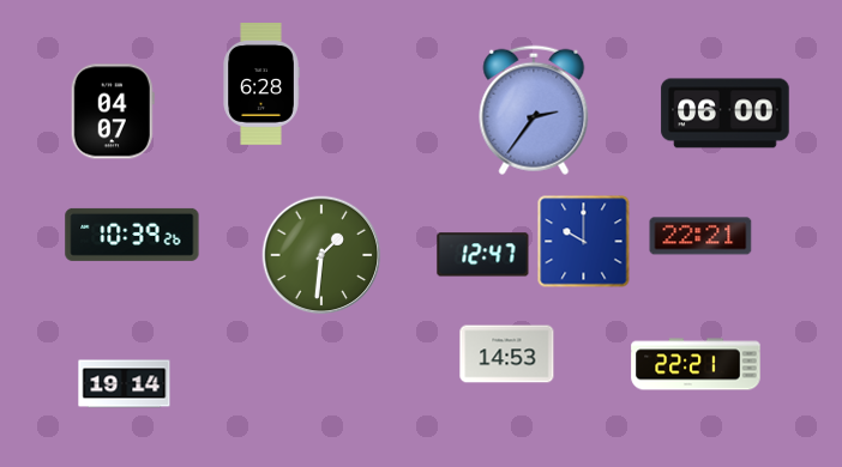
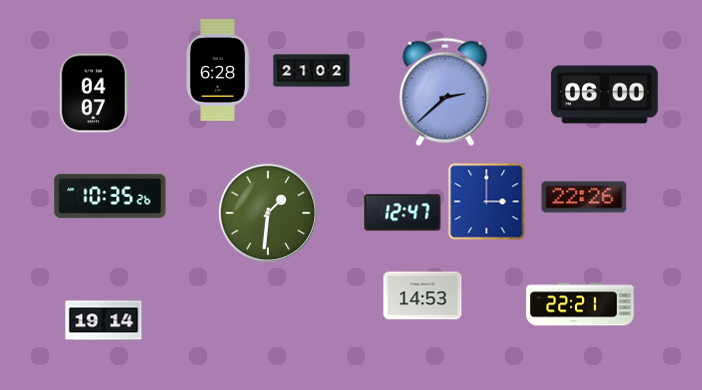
clock at (312, 71): none -> 21:02
clock at (534, 110): 2:36 -> 2:38
clock at (132, 235): 10:39 -> 10:35
clock at (700, 236): 22:21 -> 22:26
clock at (584, 242): 10:00 -> 3:00
